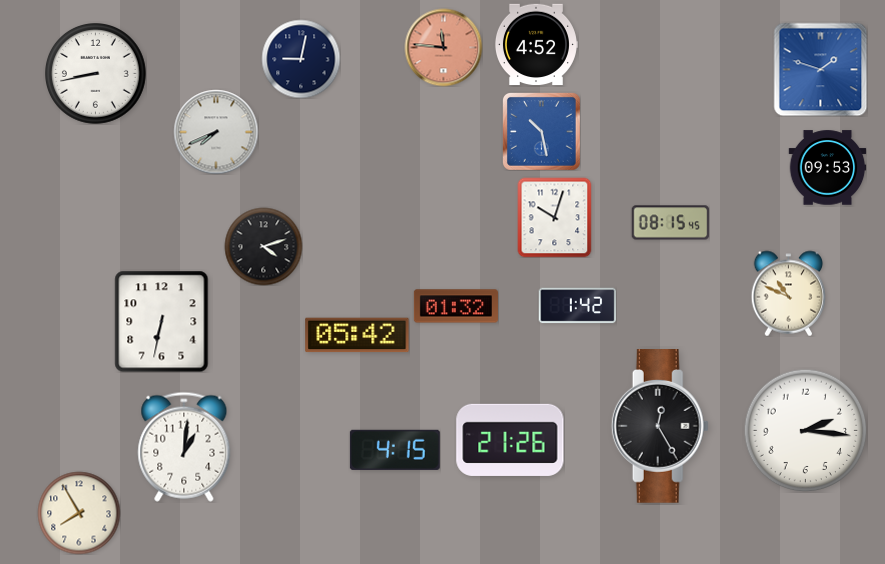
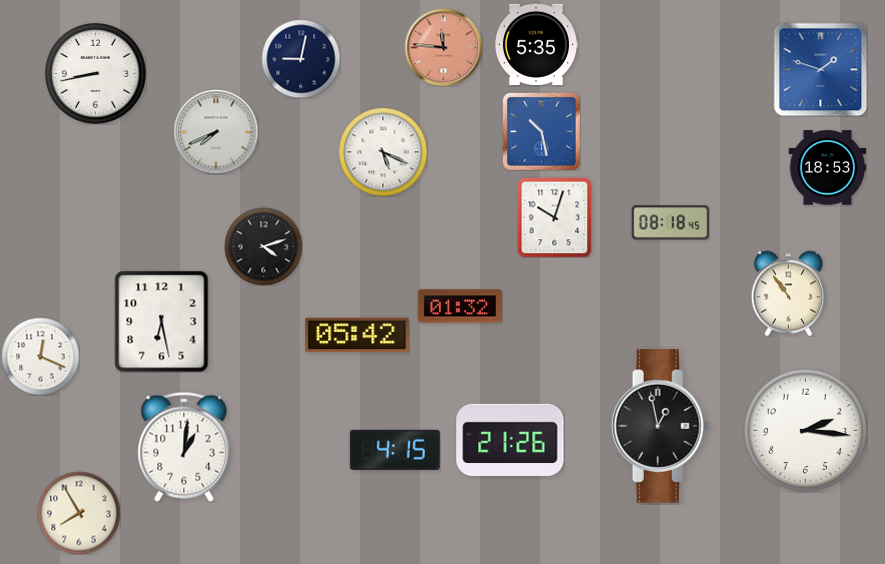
clock at (536, 45): 4:52 -> 5:35
clock at (383, 152): none -> 5:19
clock at (827, 168): 09:53 -> 18:53
clock at (670, 223): 08:15 -> 08:18
clock at (789, 293): 10:49 -> 10:54
clock at (456, 306) position: (456, 306) -> (460, 306)
clock at (577, 306): 1:42 -> none
clock at (162, 321): 6:32 -> 6:28
clock at (40, 356): none -> 12:19
clock at (660, 427): 12:25 -> 12:58
